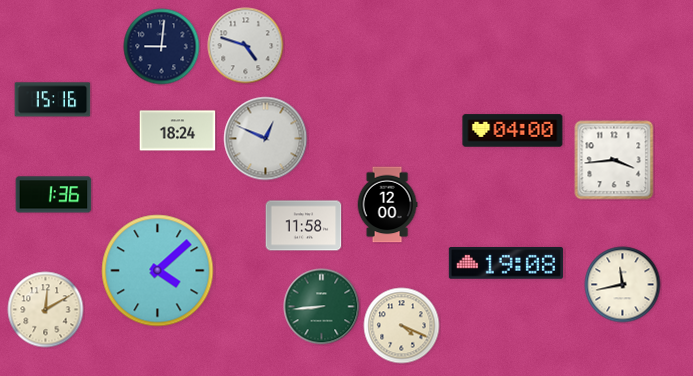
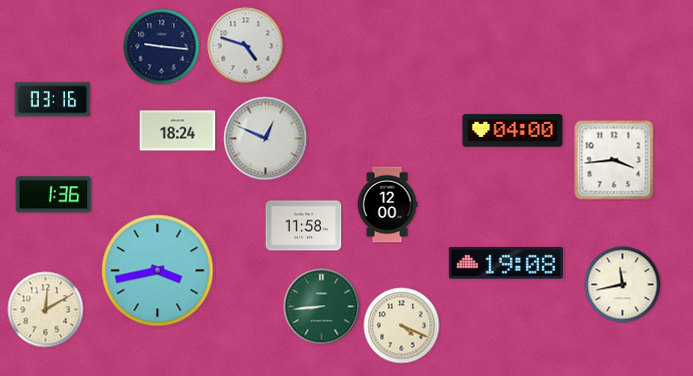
clock at (162, 47): 9:01 -> 9:16
clock at (53, 100): 15:16 -> 03:16
clock at (158, 271): 4:08 -> 3:43
